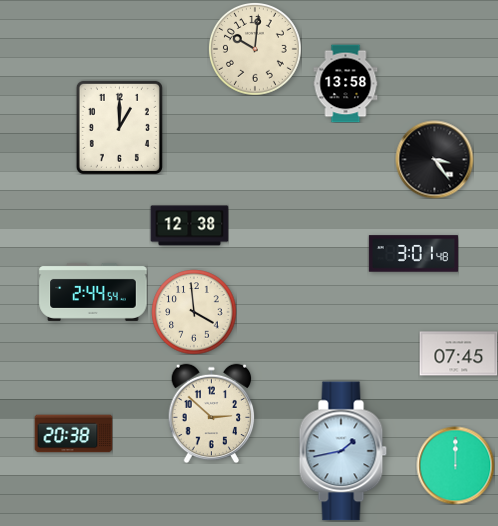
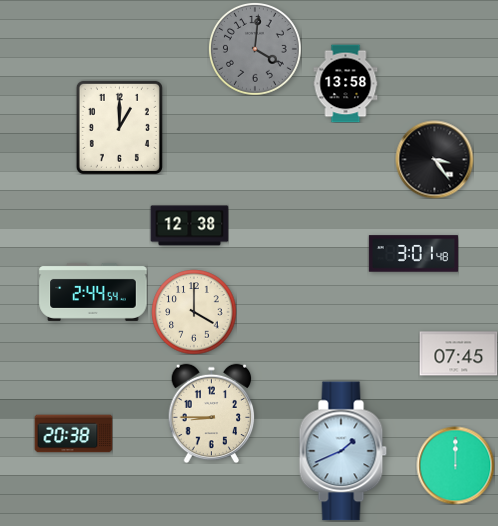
clock at (255, 49): 10:01 -> 4:01
clock at (255, 49) dial: cream -> grey
clock at (194, 312): 3:59 -> 4:00
clock at (212, 413): 2:52 -> 8:45
clock at (343, 451): 1:43 -> 1:41
